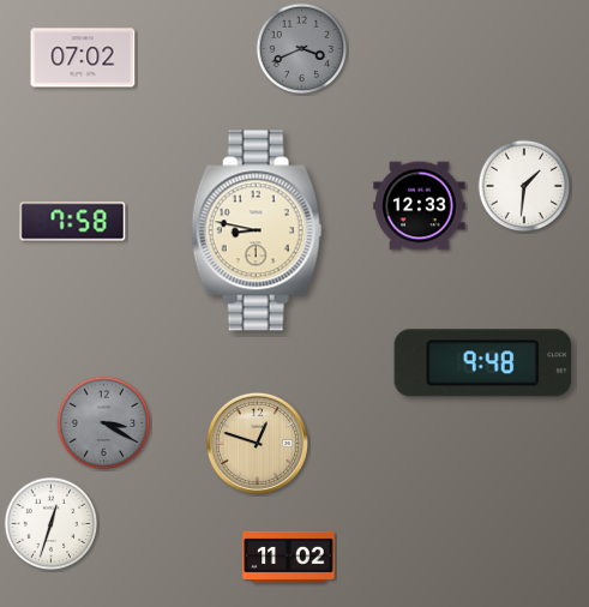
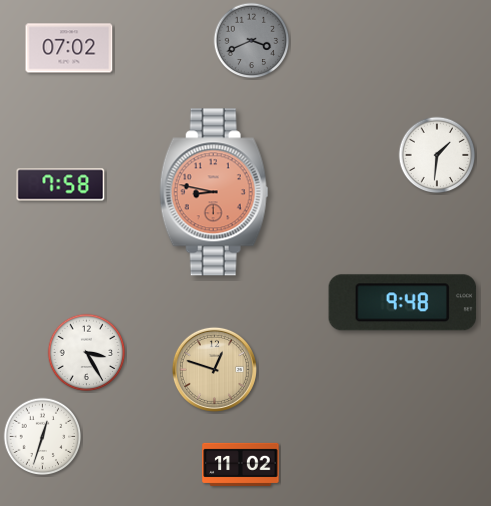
clock at (420, 206): 12:33 -> none
clock at (257, 230) dial: cream -> salmon
clock at (104, 423): 3:20 -> 3:25
clock at (104, 423) dial: grey -> white
